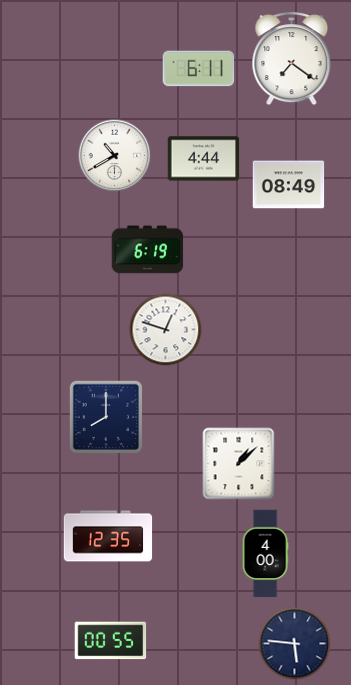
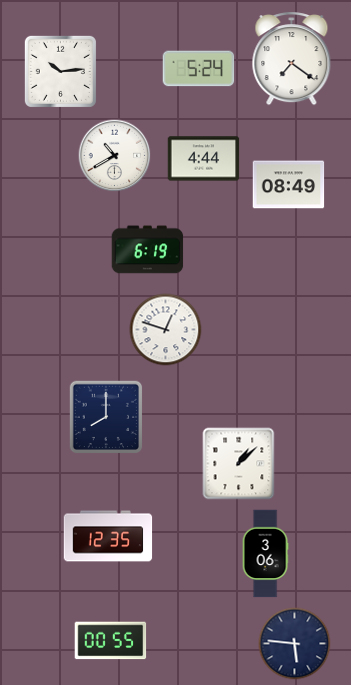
clock at (199, 69): 6:11 -> 5:24
clock at (60, 71): none -> 10:14
clock at (265, 554): 4:00 -> 3:06
